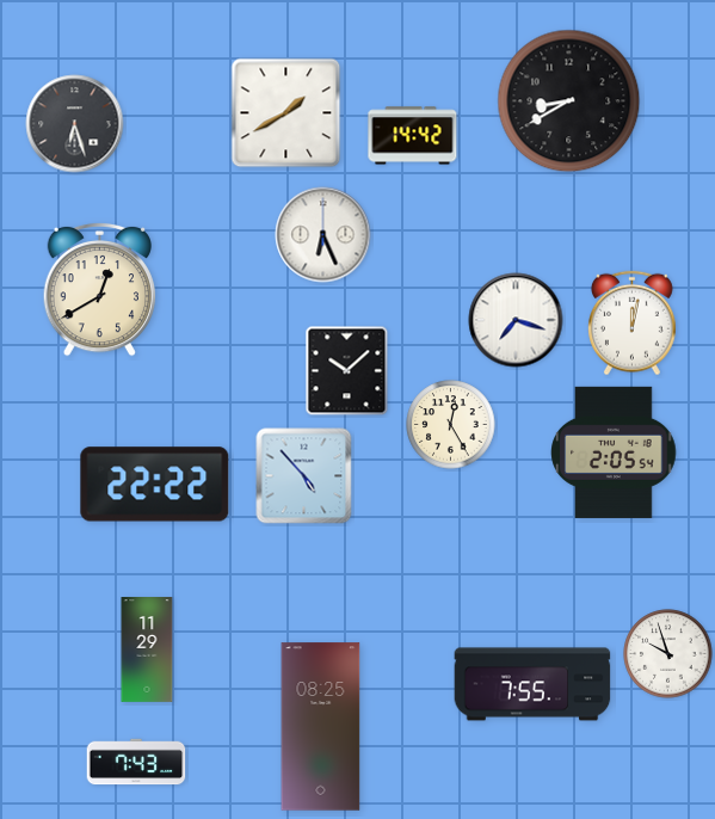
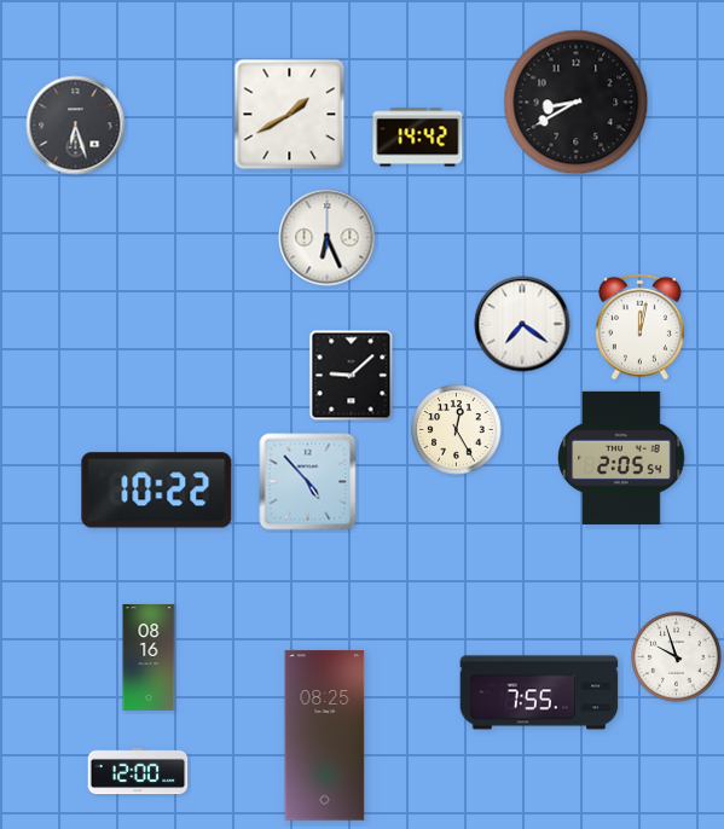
clock at (99, 289): 12:40 -> none
clock at (516, 320): 7:18 -> 7:21
clock at (347, 371): 10:08 -> 9:08
clock at (155, 485): 22:22 -> 10:22
clock at (147, 651): 11:29 -> 08:16
clock at (668, 654) position: (668, 654) -> (677, 657)
clock at (136, 762): 7:43 -> 12:00
